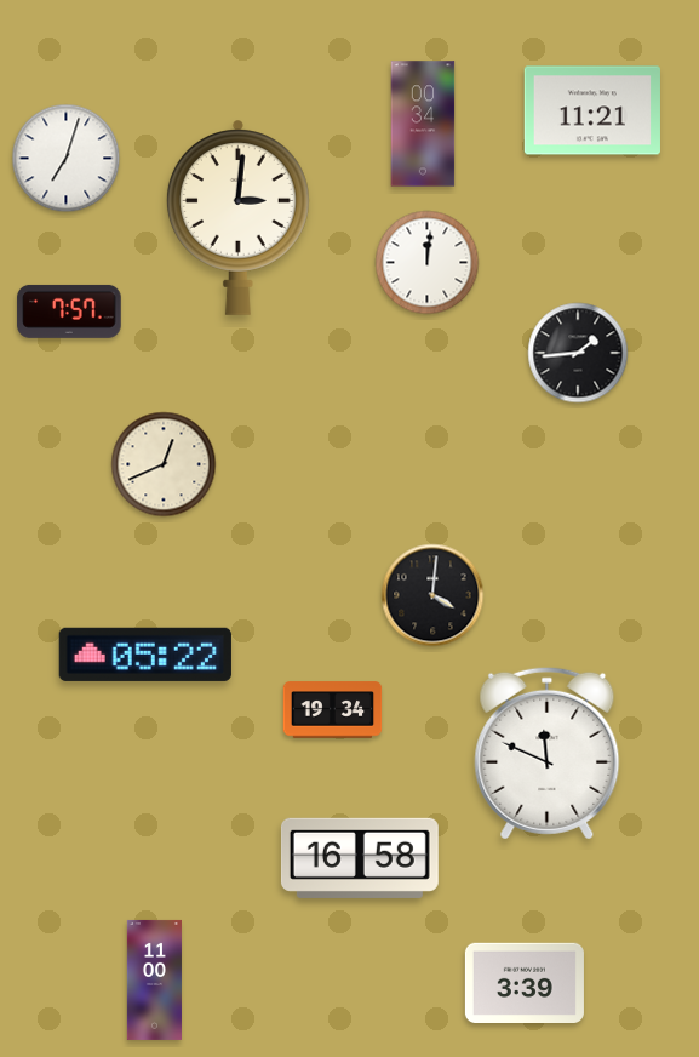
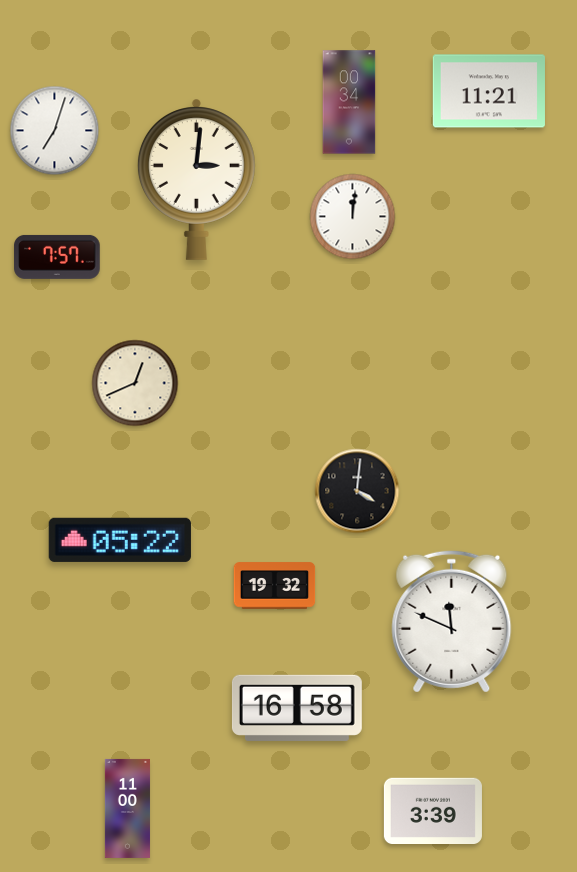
clock at (578, 353): 1:44 -> none
clock at (333, 710): 19:34 -> 19:32
